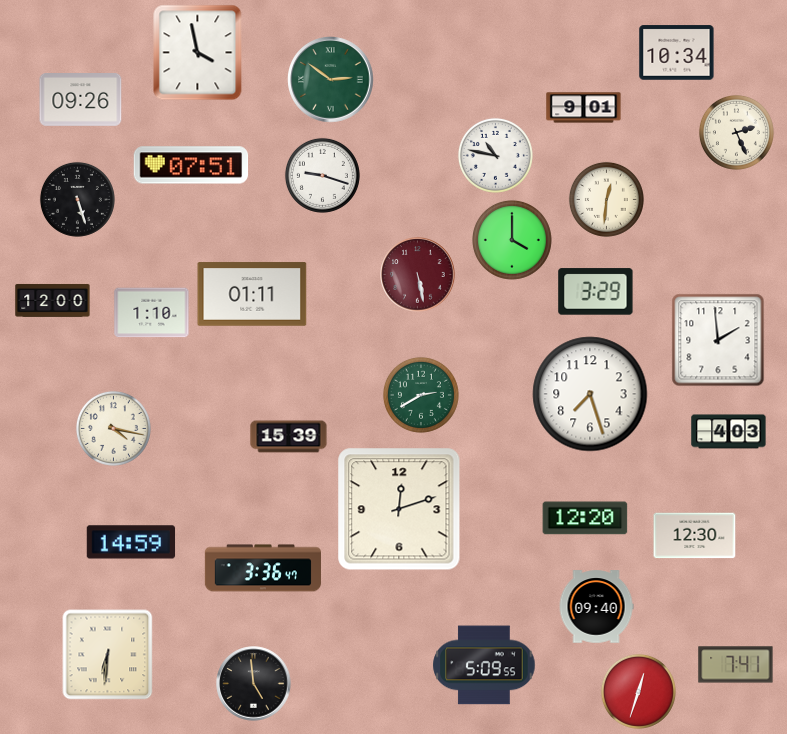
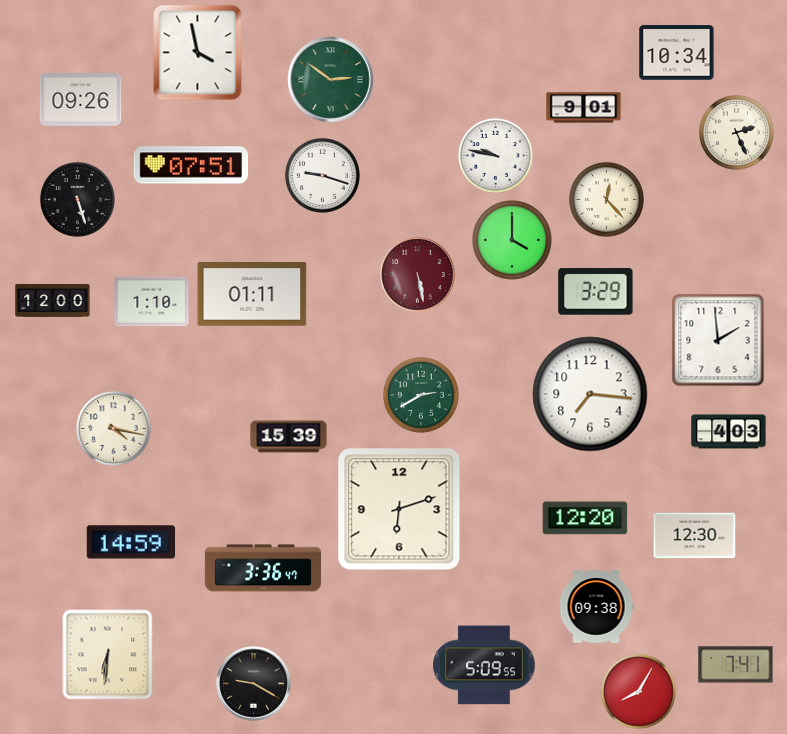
clock at (495, 155): 10:47 -> 9:47
clock at (606, 199): 12:31 -> 12:23
clock at (152, 313) position: (152, 313) -> (152, 302)
clock at (590, 394): 7:27 -> 7:16
clock at (399, 509): 12:12 -> 6:12
clock at (596, 607): 09:40 -> 09:38
clock at (254, 684): 4:59 -> 9:20
clock at (638, 691): 12:33 -> 8:05
